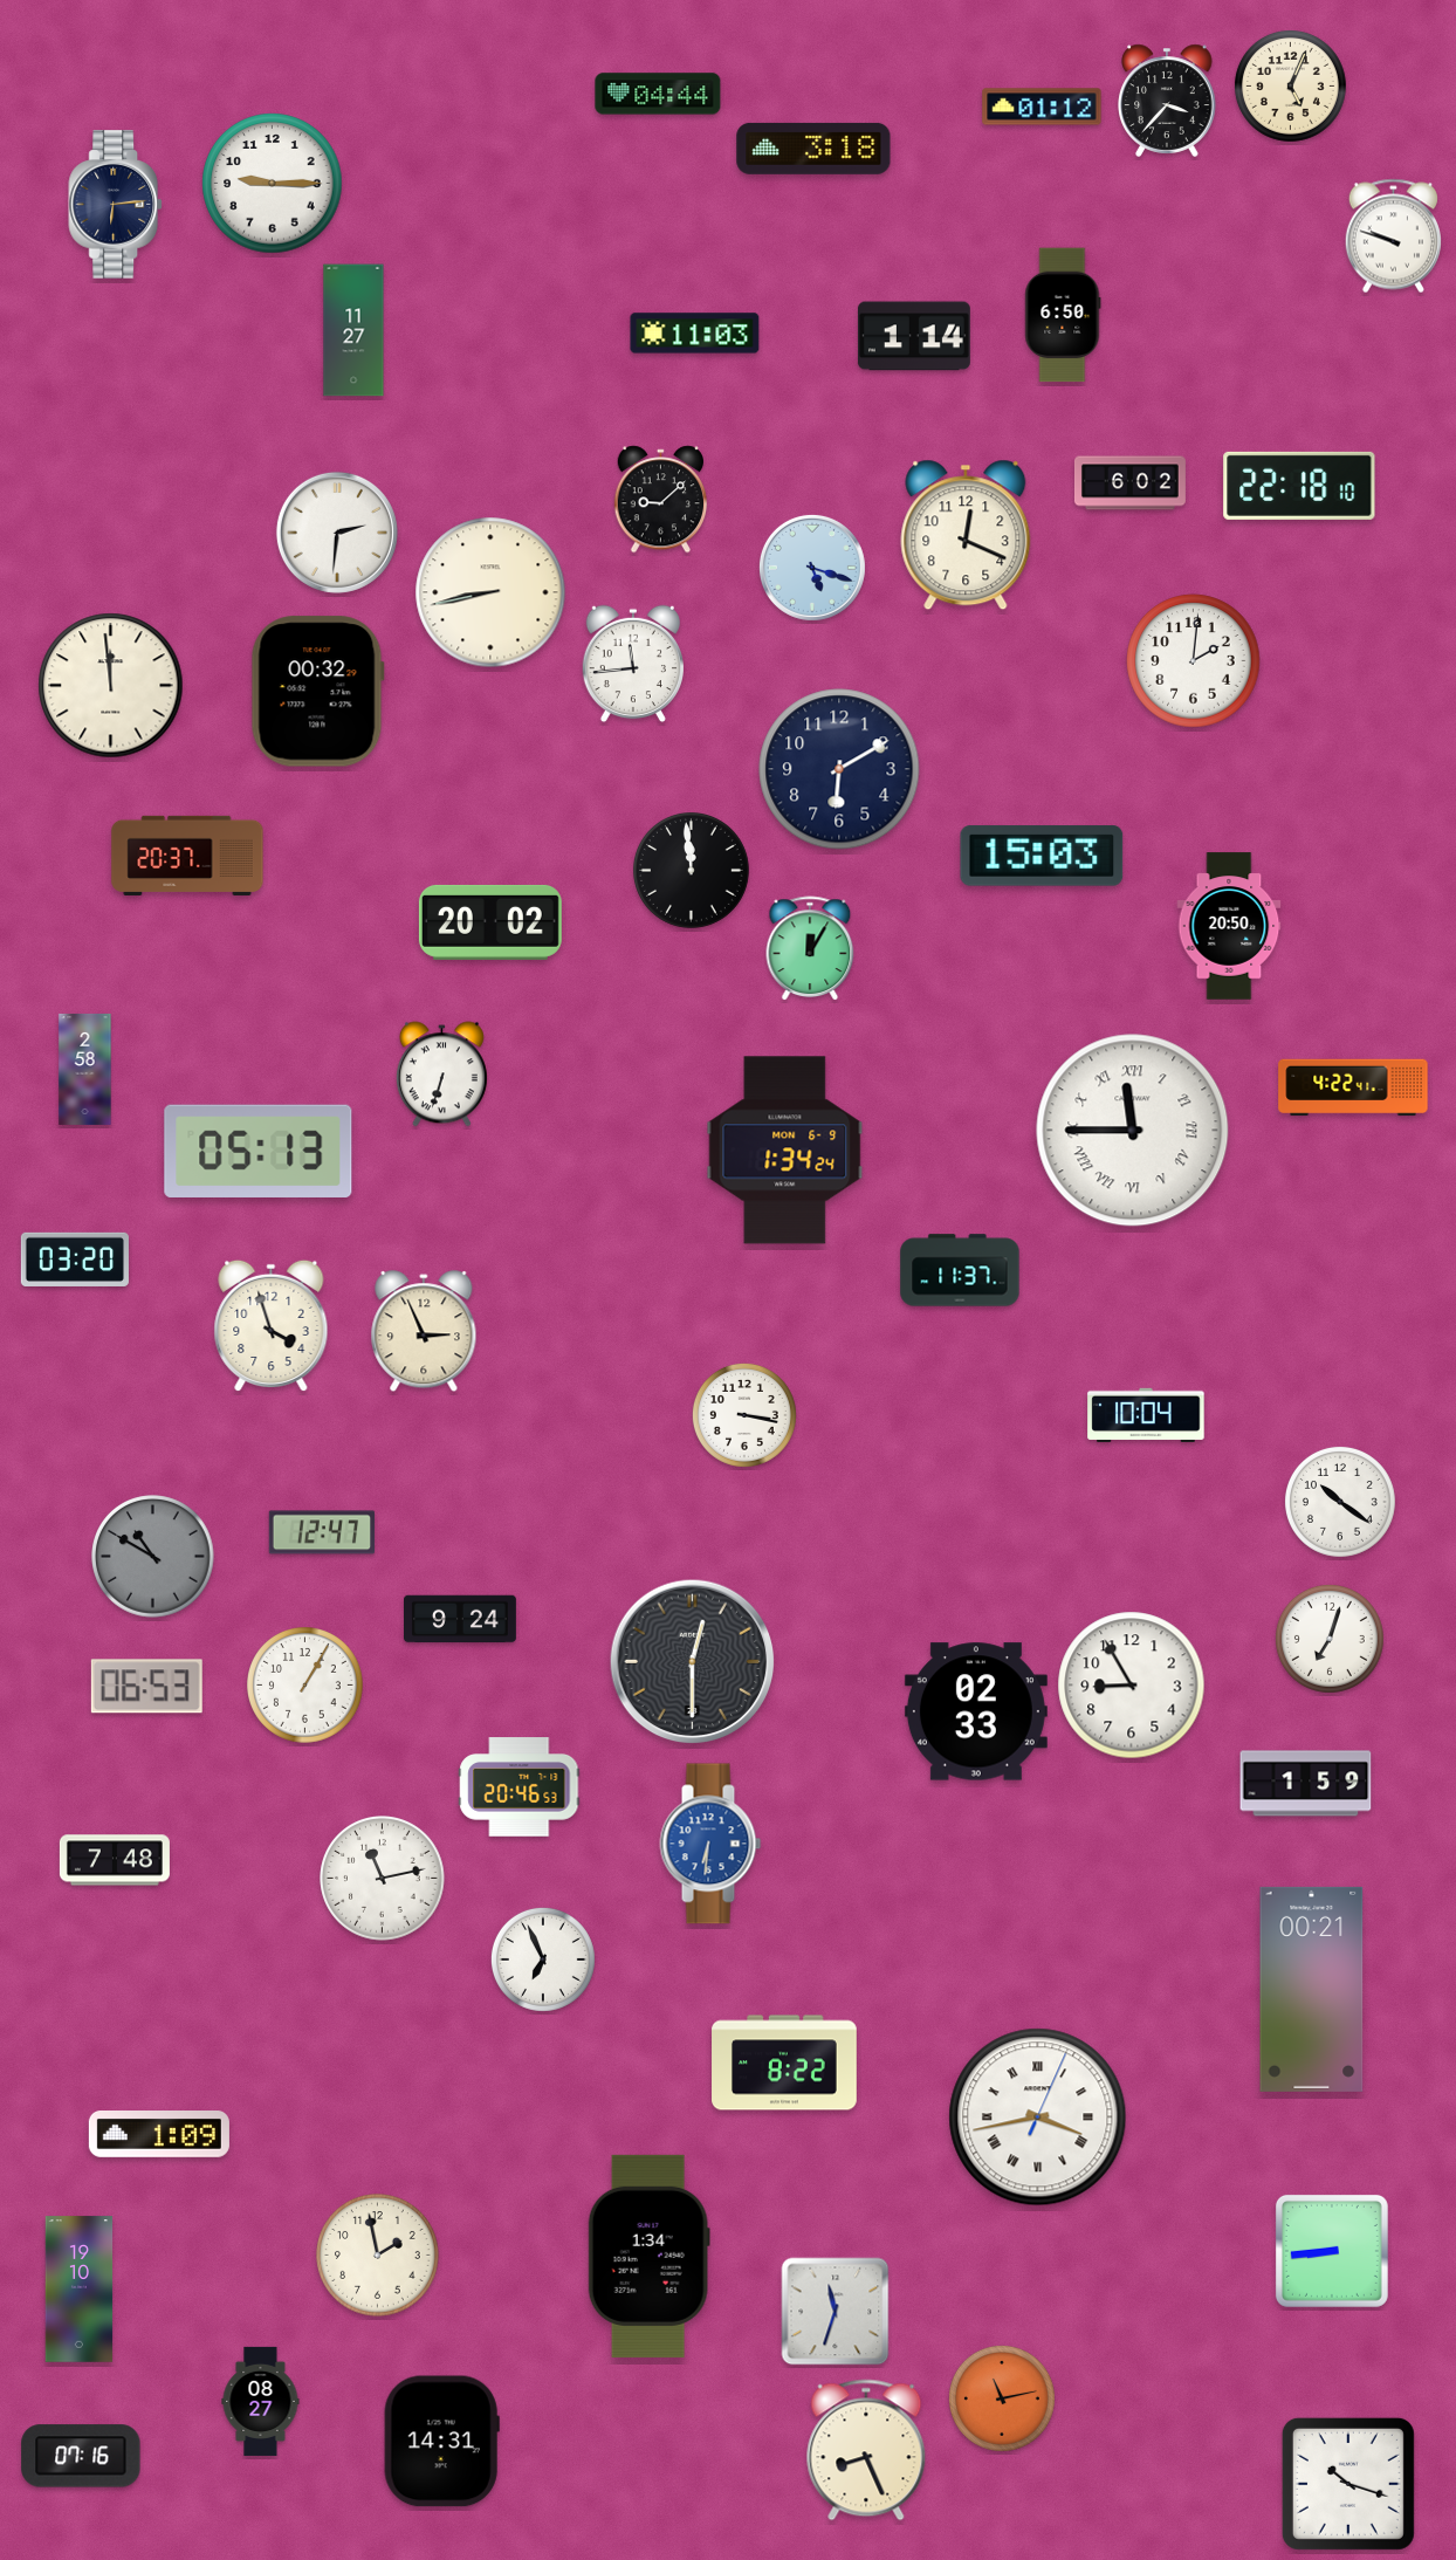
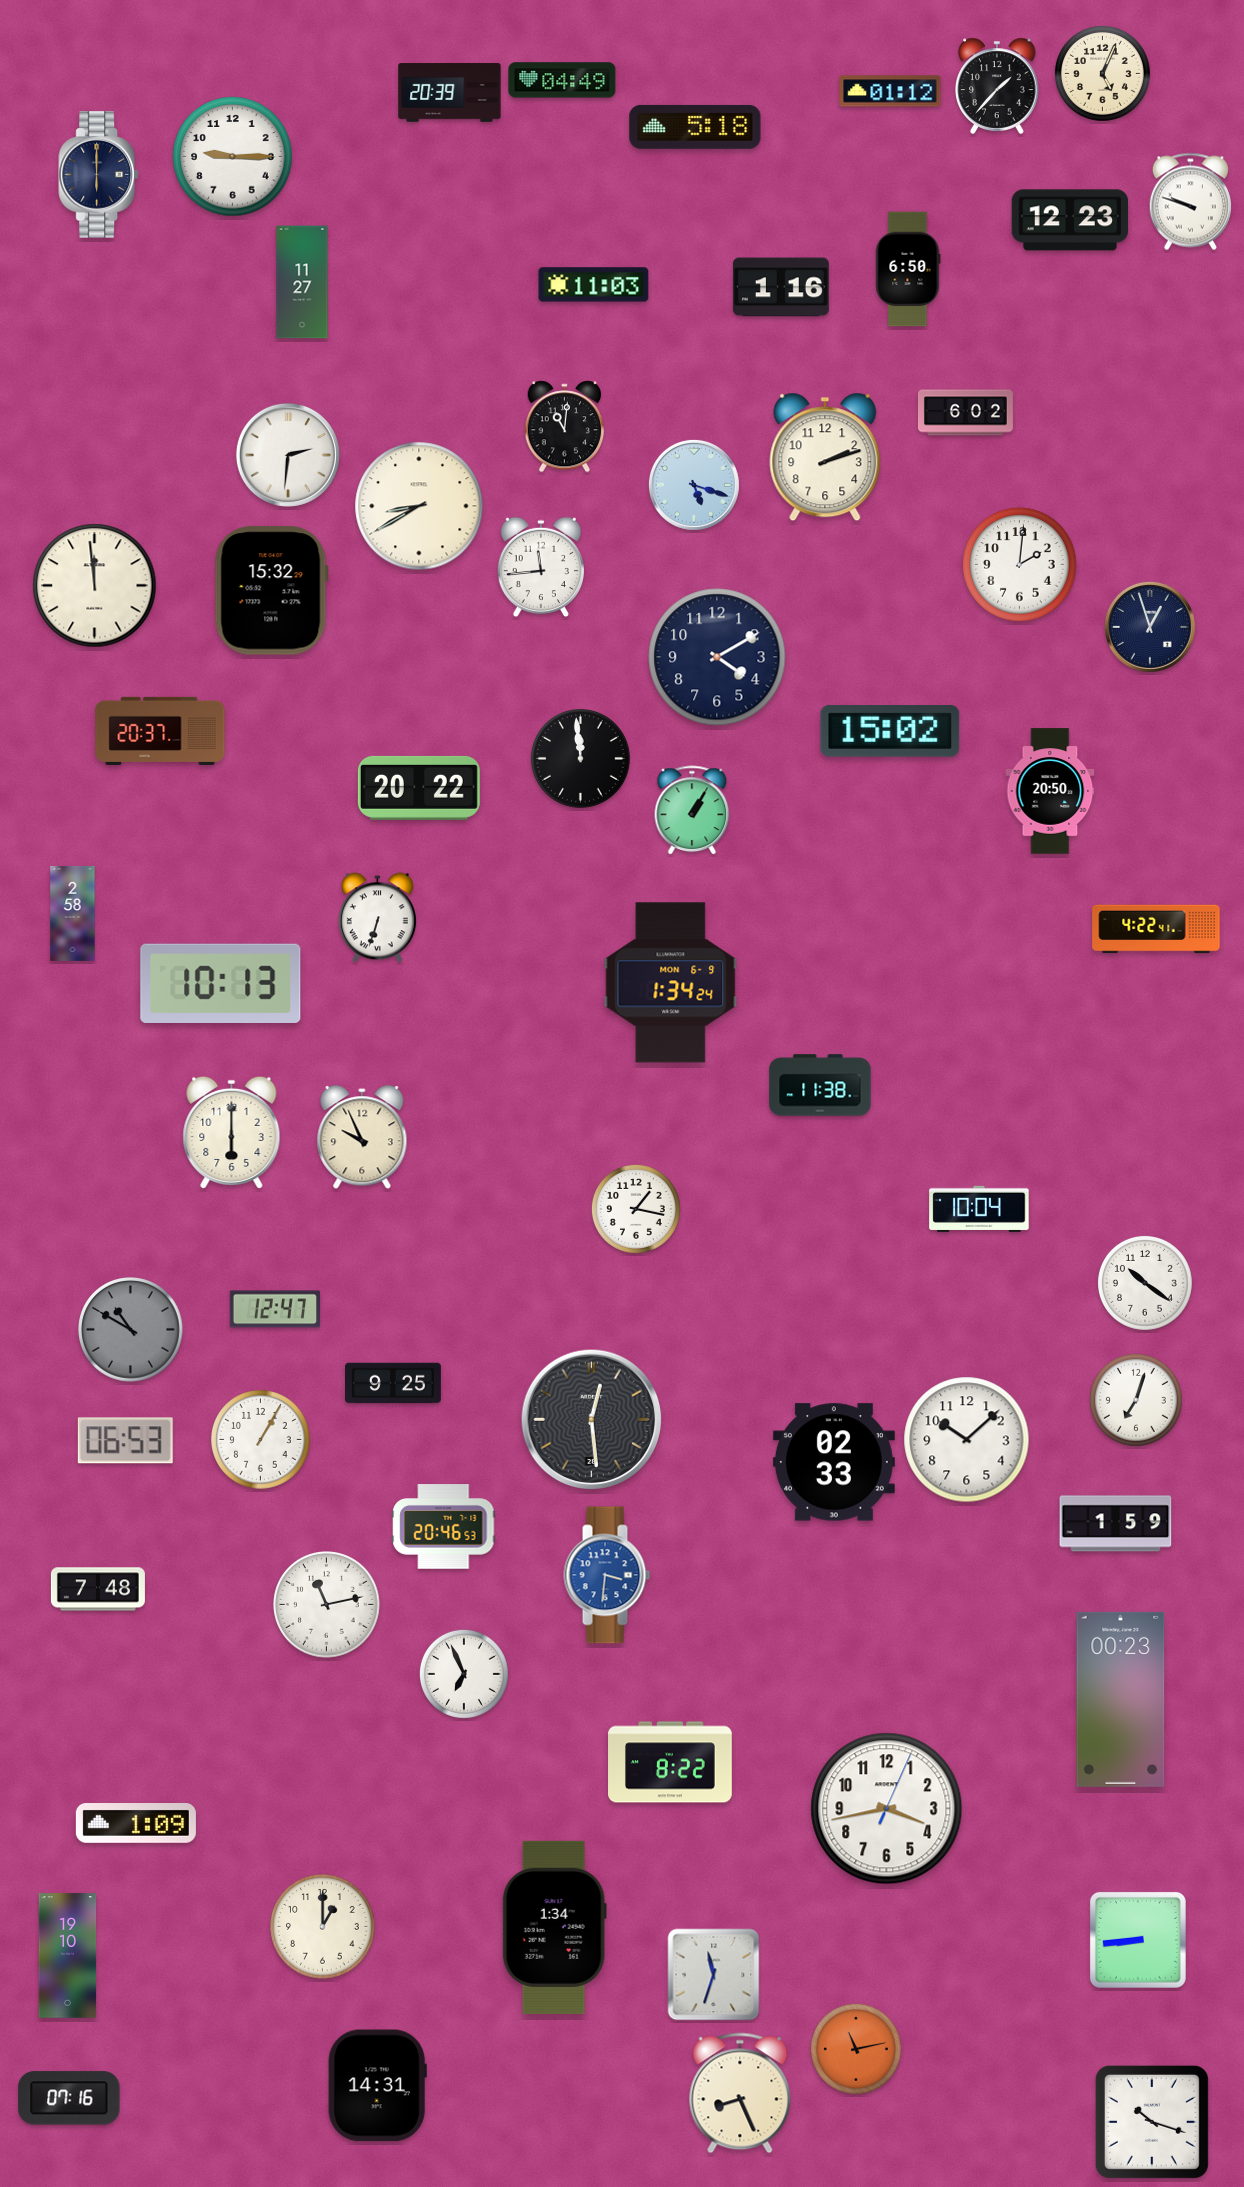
clock at (658, 94): 04:44 -> 04:49
clock at (1167, 101): 3:37 -> 1:37
clock at (450, 93): none -> 20:39
clock at (813, 149): 3:18 -> 5:18
clock at (115, 205): 6:14 -> 6:00
clock at (1070, 220): none -> 12:23
clock at (914, 336): 1:14 -> 1:16
clock at (1299, 486): 22:18 -> none
clock at (661, 500): 9:08 -> 11:01
clock at (966, 535): 12:19 -> 2:12
clock at (490, 592): 8:43 -> 8:40
clock at (317, 692): 00:32 -> 15:32
clock at (1150, 627): none -> 12:57
clock at (839, 769): 6:10 -> 4:10
clock at (1042, 856): 15:03 -> 15:02
clock at (692, 871) position: (692, 871) -> (581, 759)
clock at (490, 922): 20:02 -> 20:22
clock at (810, 949): 12:05 -> 1:05
clock at (1133, 1131): 11:45 -> none
clock at (259, 1151): 05:13 -> 10:13
clock at (75, 1260): 03:20 -> none
clock at (960, 1270): 11:37 -> 11:38
clock at (272, 1326): 3:57 -> 6:00
clock at (424, 1332): 2:56 -> 9:56
clock at (744, 1415): 3:17 -> 1:17
clock at (461, 1619): 9:24 -> 9:25
clock at (693, 1662): 12:30 -> 12:29
clock at (1132, 1686): 8:55 -> 10:08
clock at (710, 1844): 6:31 -> 3:31
clock at (1312, 1989): 00:21 -> 00:23
clock at (1038, 2118) numerals: Roman -> Arabic
clock at (1332, 2251) position: (1332, 2251) -> (1138, 1940)
clock at (378, 2256): 1:58 -> 1:00
clock at (261, 2401): 08:27 -> none
